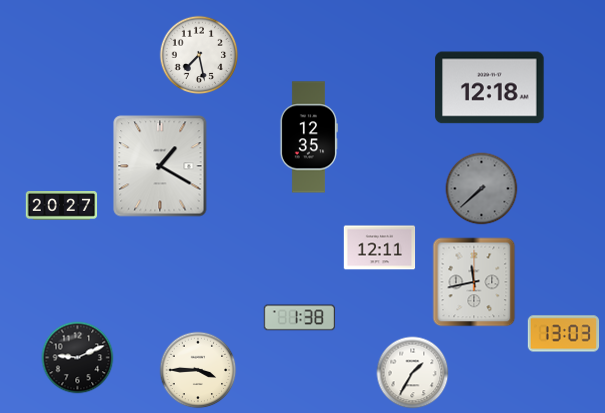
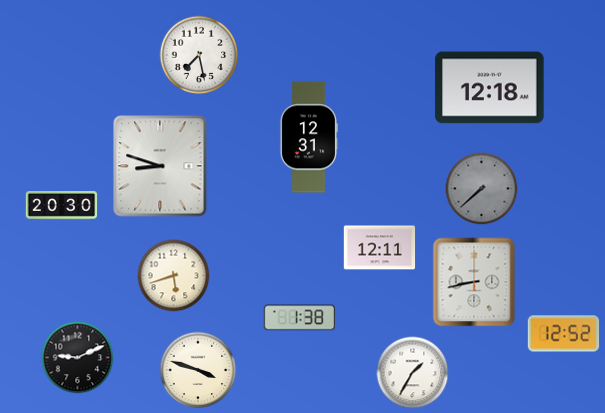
clock at (308, 137): 12:35 -> 12:31
clock at (160, 166): 1:20 -> 8:48
clock at (62, 206): 20:27 -> 20:30
clock at (174, 276): none -> 5:42
clock at (474, 282): 11:43 -> 8:43
clock at (564, 334): 13:03 -> 12:52
clock at (198, 370): 3:45 -> 3:48
